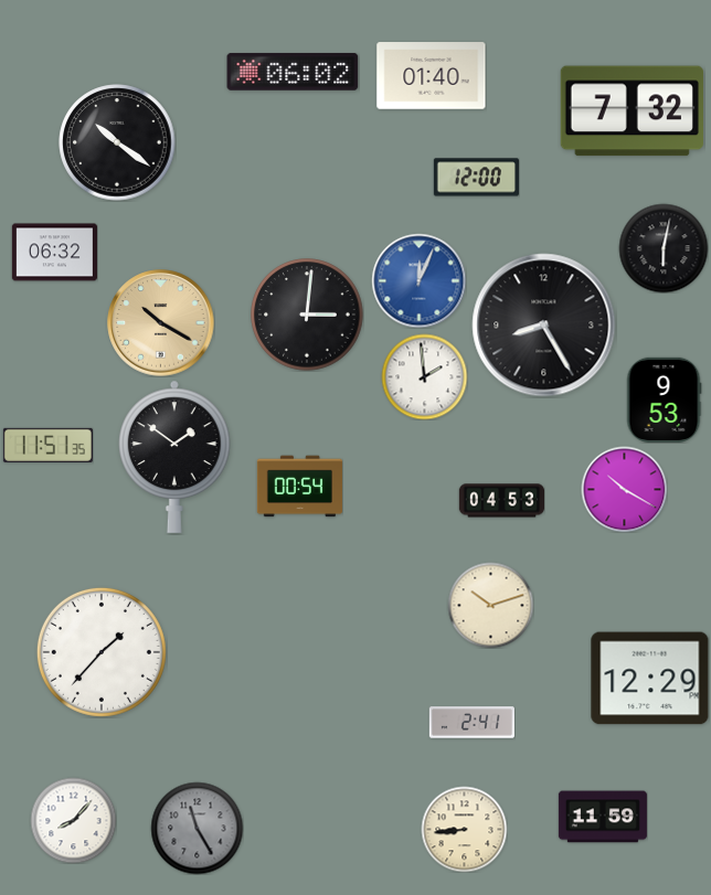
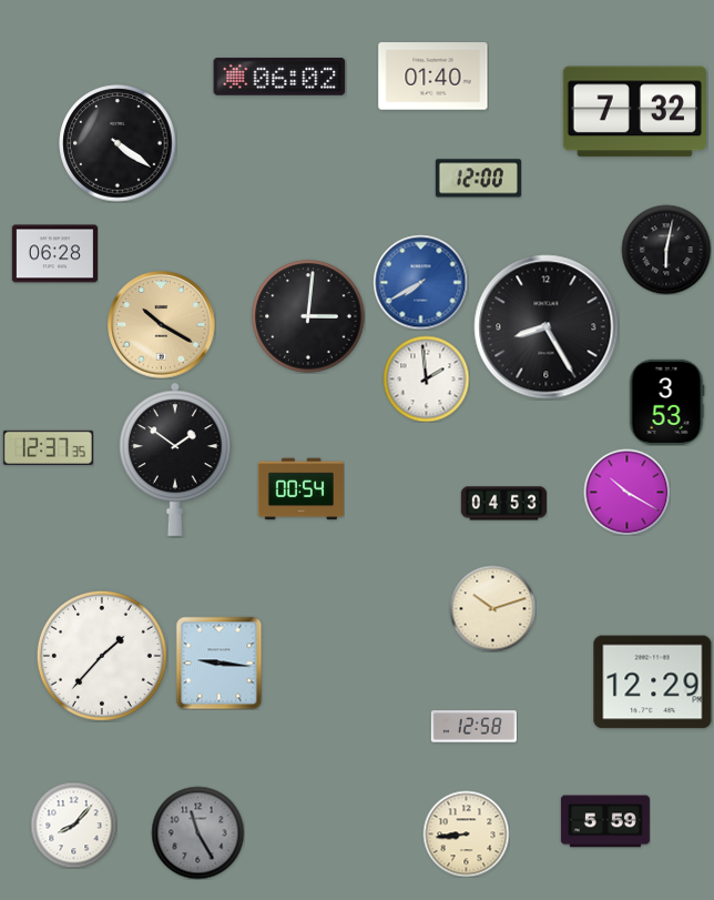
clock at (293, 72) position: (293, 72) -> (279, 77)
clock at (117, 142): 10:21 -> 4:21
clock at (54, 253): 06:32 -> 06:28
clock at (418, 280): 12:04 -> 7:40
clock at (664, 399): 9:53 -> 3:53
clock at (47, 445): 11:51 -> 12:37
clock at (220, 663): none -> 9:16
clock at (471, 723): 2:41 -> 12:58
clock at (603, 817): 11:59 -> 5:59
